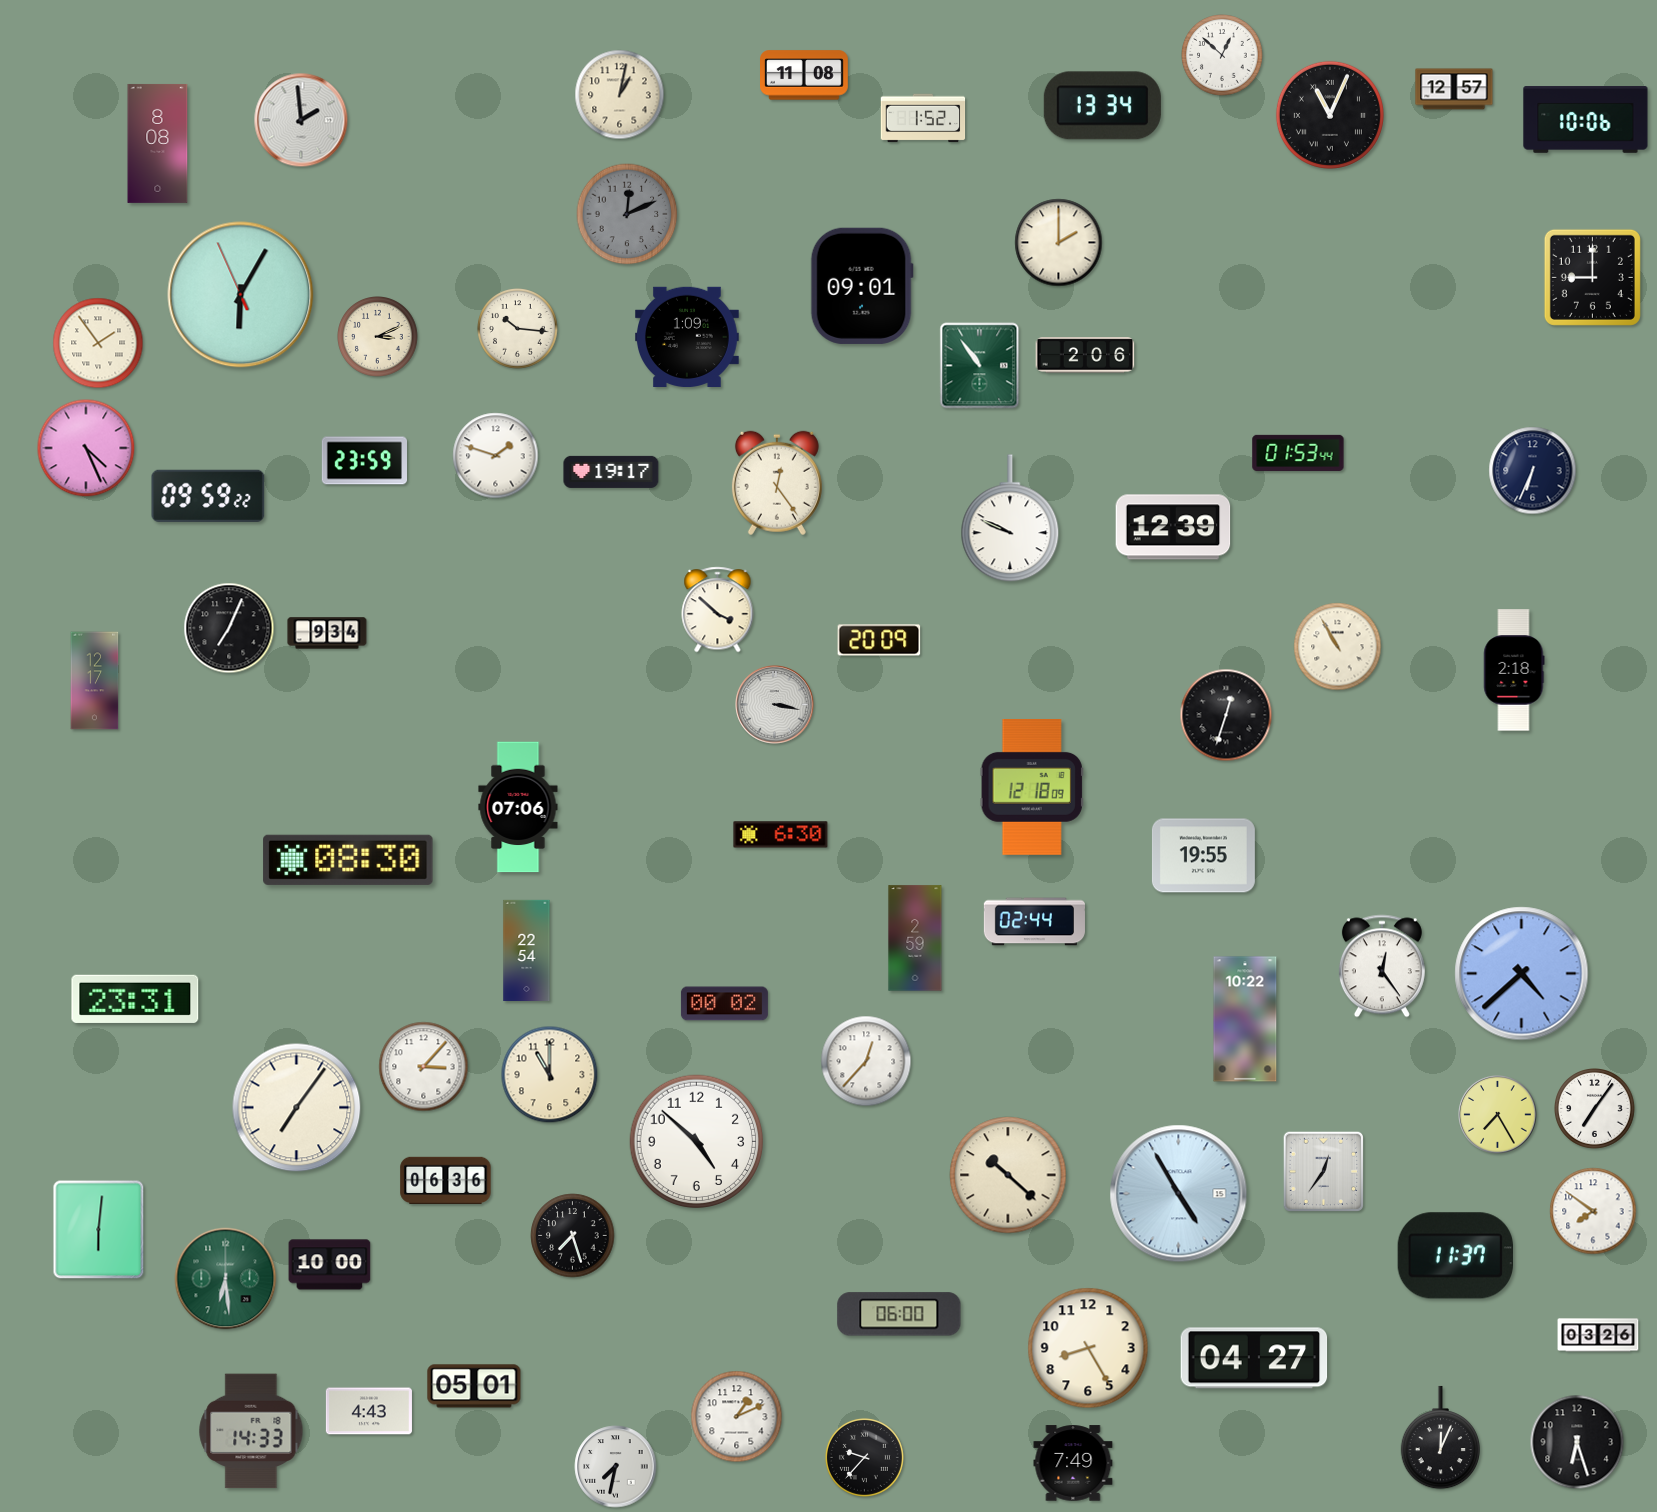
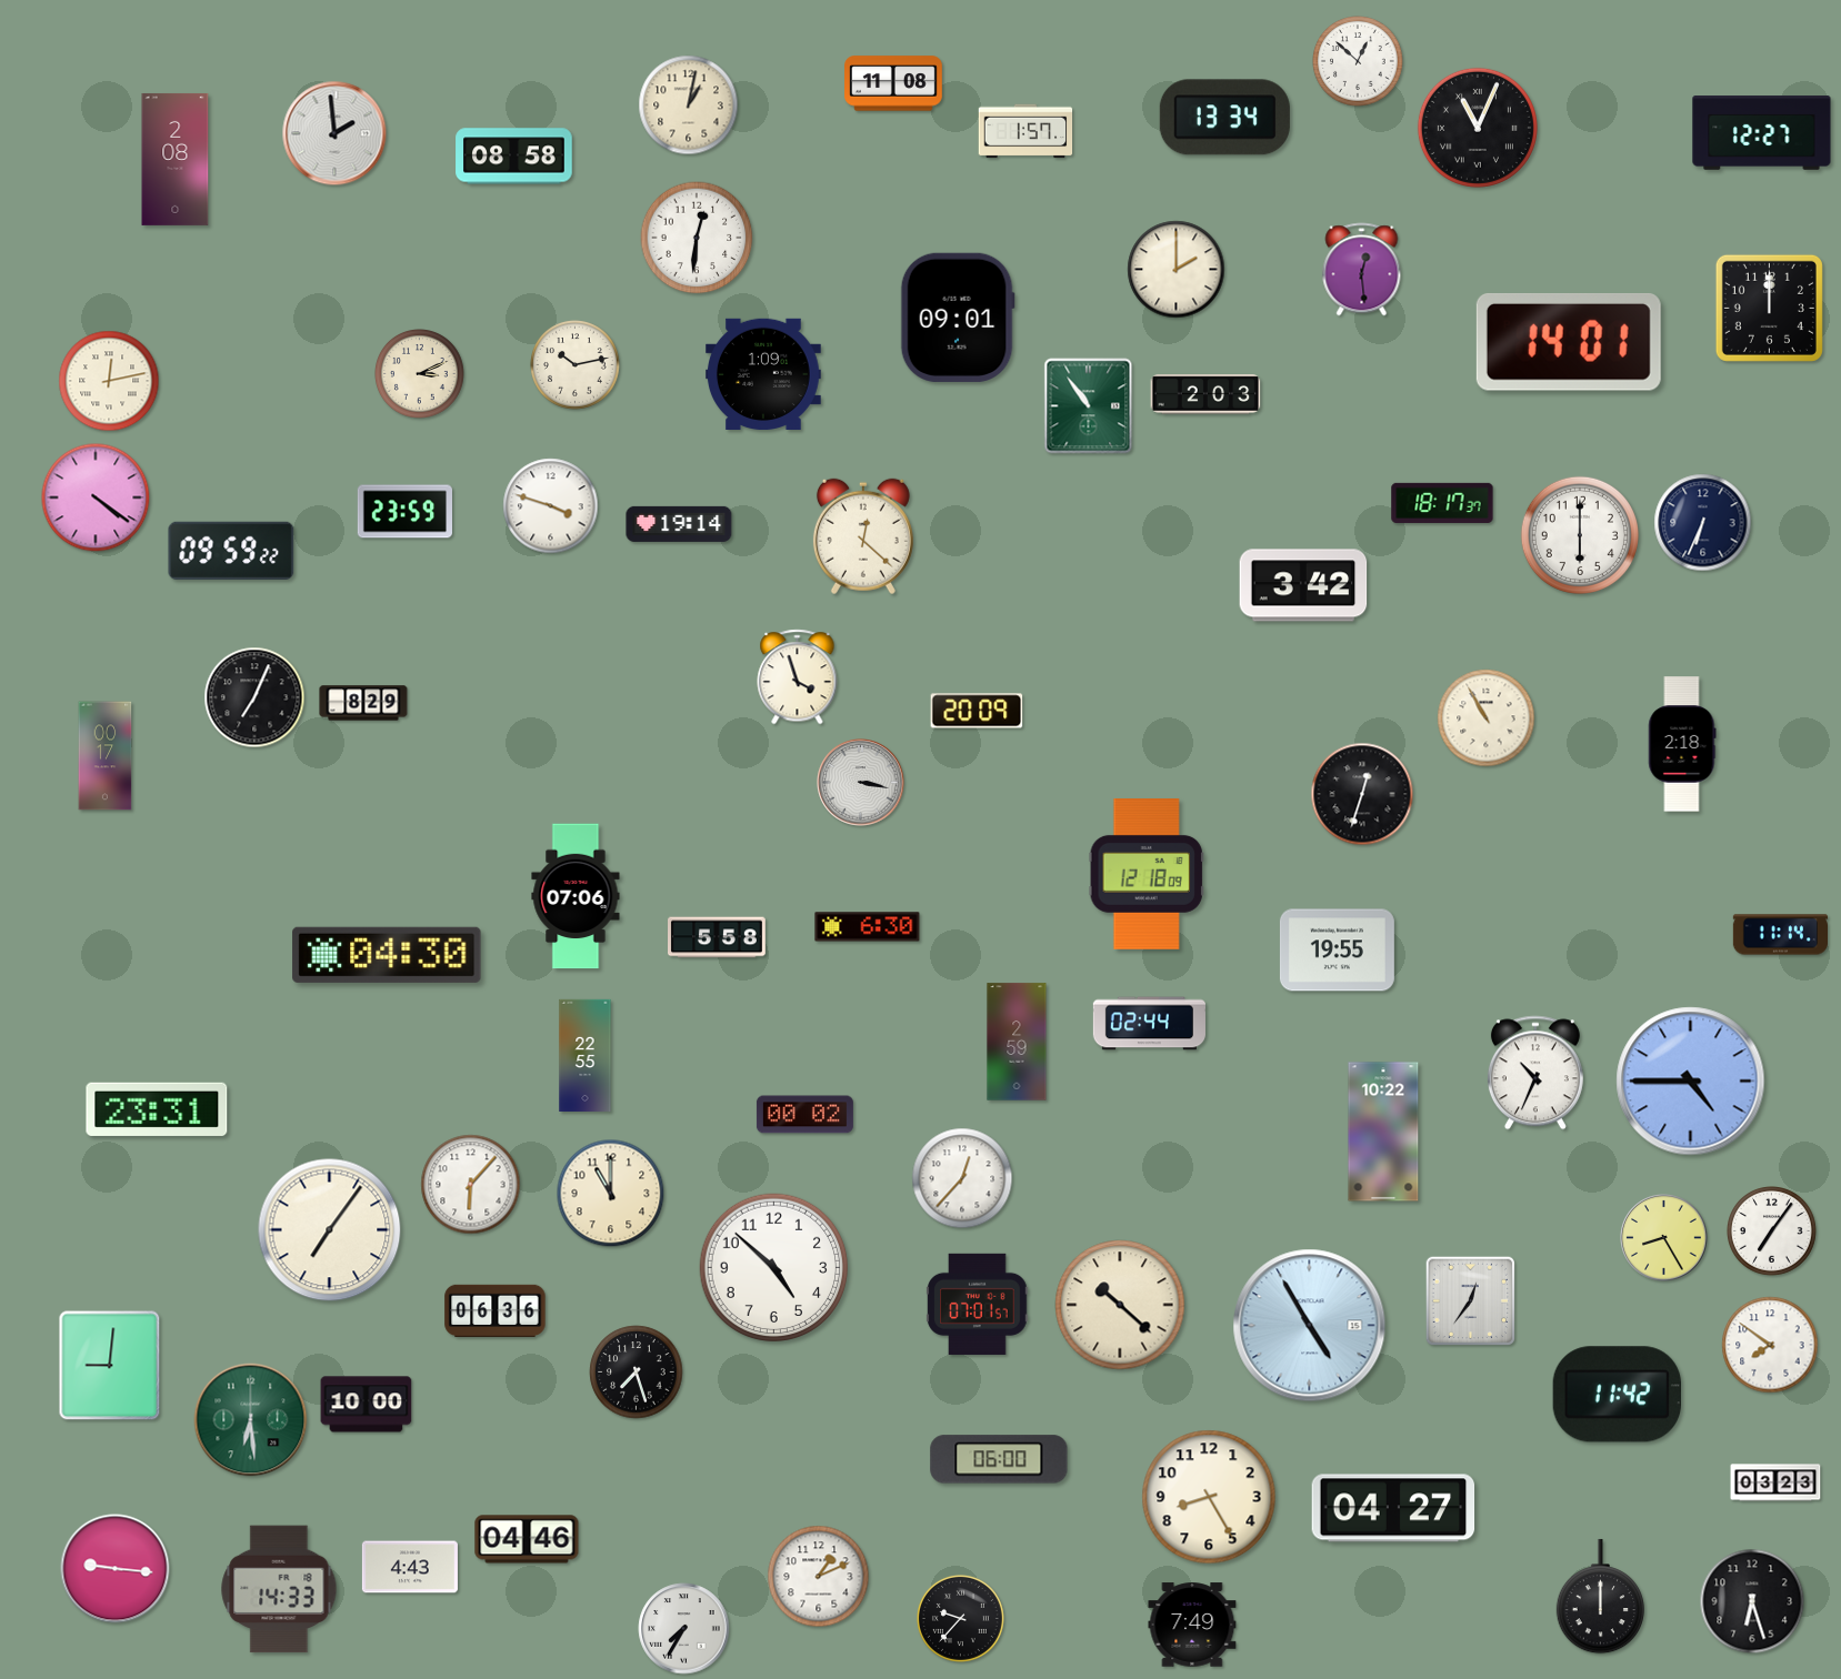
clock at (1454, 89): 12:57 -> none
clock at (923, 118): 1:52 -> 1:57
clock at (1586, 120): 10:06 -> 12:27
clock at (514, 157): none -> 08:58
clock at (158, 143): 8:08 -> 2:08
clock at (627, 214): 12:11 -> 12:31
clock at (627, 214) dial: grey -> white
clock at (1362, 270): none -> 12:29
clock at (1592, 277): 9:00 -> 12:00
clock at (241, 295): 6:04 -> none
clock at (1569, 342): none -> 14:01
clock at (518, 329): 10:16 -> 10:13
clock at (98, 343): 1:54 -> 12:13
clock at (1085, 355): 2:06 -> 2:03
clock at (86, 448): 4:26 -> 4:21
clock at (1298, 453): 01:53 -> 18:17
clock at (496, 456): 1:48 -> 3:48
clock at (611, 472): 19:17 -> 19:14
clock at (1580, 535): none -> 6:00
clock at (777, 483): 12:24 -> 12:22
clock at (1010, 519): 9:49 -> none
clock at (1173, 527): 12:39 -> 3:42
clock at (718, 610): 3:52 -> 3:57
clock at (327, 633): 9:34 -> 8:29
clock at (95, 681): 12:17 -> 00:17
clock at (1780, 935): none -> 11:14
clock at (718, 937): none -> 5:58
clock at (348, 860): 08:30 -> 04:30
clock at (527, 950): 22:54 -> 22:55
clock at (1382, 966): 12:24 -> 10:34
clock at (1522, 974): 4:38 -> 4:45
clock at (135, 999) position: (135, 999) -> (157, 1109)
clock at (424, 1067): 3:07 -> 6:07
clock at (1498, 1115): 7:25 -> 8:25
clock at (978, 1304): none -> 07:01
clock at (99, 1230): 6:01 -> 9:01
clock at (1455, 1256): 11:37 -> 11:42
clock at (1598, 1335): 03:26 -> 03:23
clock at (474, 1386): 05:01 -> 04:46
clock at (116, 1569): none -> 9:16
clock at (737, 1417) position: (737, 1417) -> (819, 1577)
clock at (1440, 1438): 12:04 -> 12:00
clock at (616, 1467): 7:32 -> 7:35
